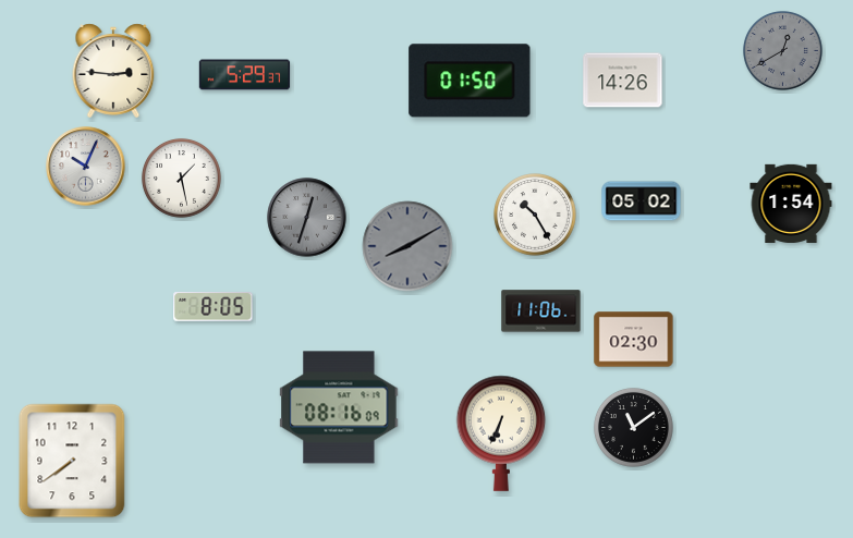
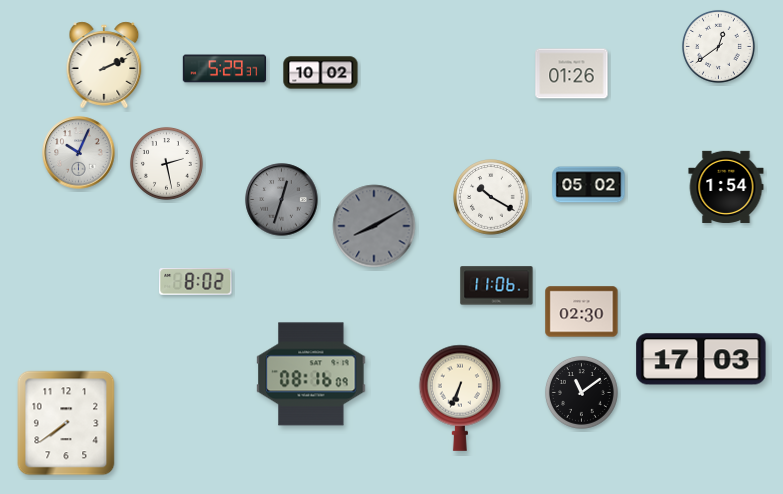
clock at (782, 50): 12:40 -> 12:39
clock at (782, 50) dial: grey -> white
clock at (113, 71): 2:46 -> 2:11
clock at (321, 73): none -> 10:02
clock at (470, 81): 01:50 -> none
clock at (623, 81): 14:26 -> 01:26
clock at (181, 178): 1:28 -> 2:28
clock at (535, 215): 10:25 -> 10:20
clock at (214, 307): 8:05 -> 8:02
clock at (701, 359): none -> 17:03
